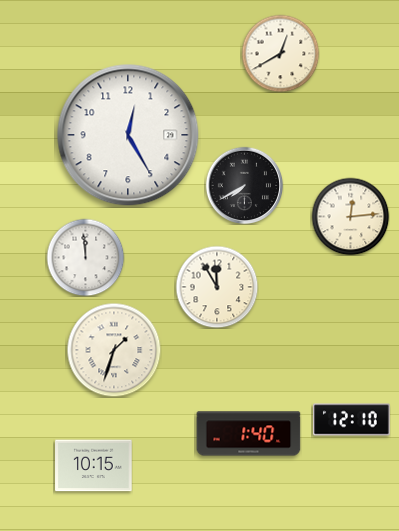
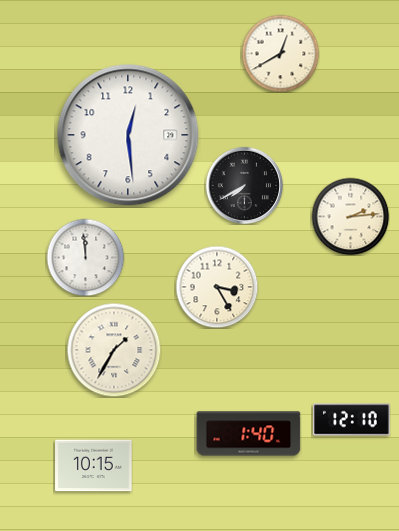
clock at (128, 135): 12:25 -> 12:29
clock at (350, 216): 12:14 -> 2:14
clock at (217, 287): 11:55 -> 3:25
clock at (114, 350): 1:33 -> 1:35
